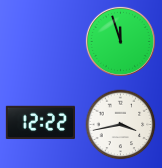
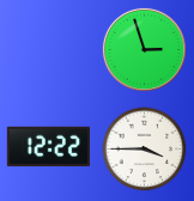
clock at (120, 41): 11:57 -> 2:57
clock at (121, 125): 3:43 -> 3:45
